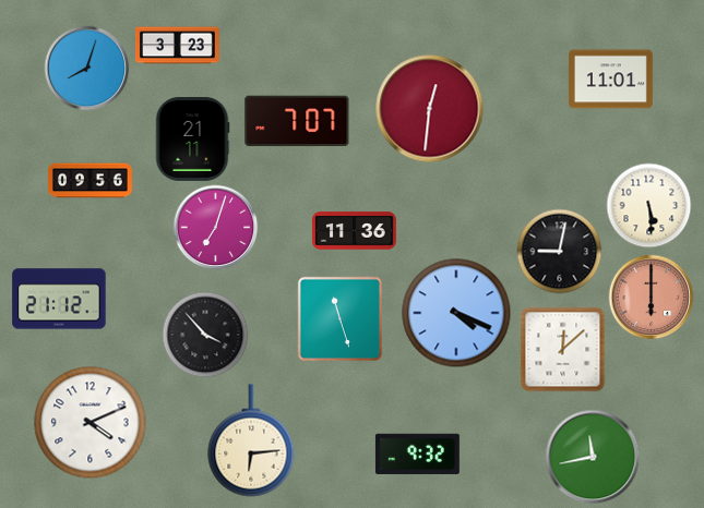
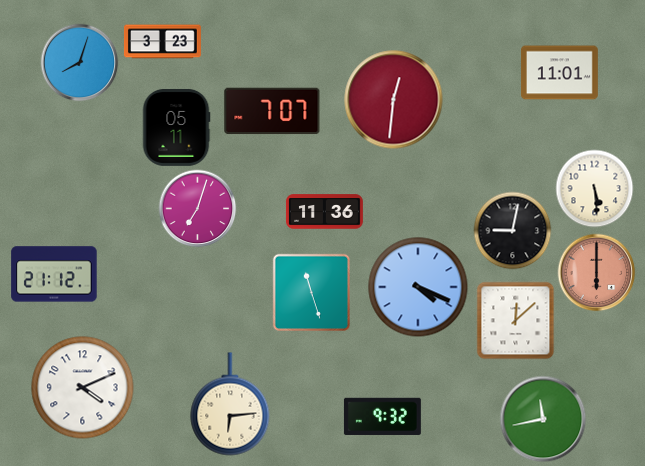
clock at (192, 138): 21:11 -> 05:11
clock at (91, 181): 09:56 -> none
clock at (205, 335): 3:53 -> none
